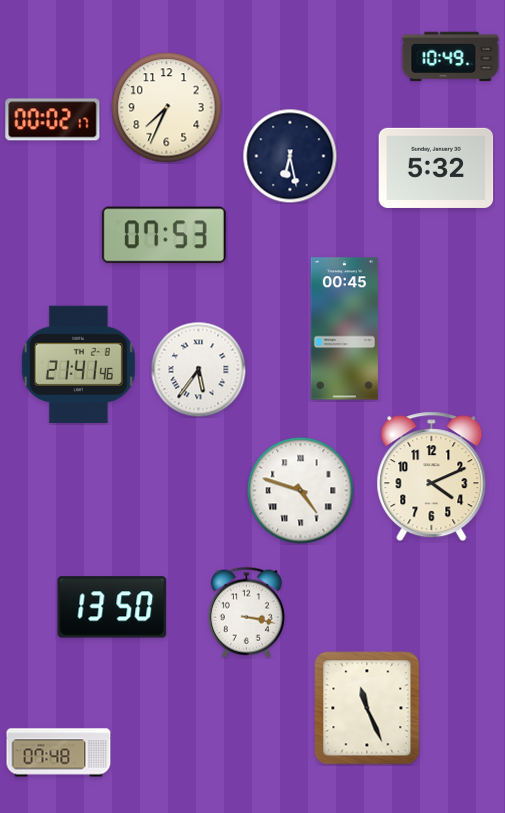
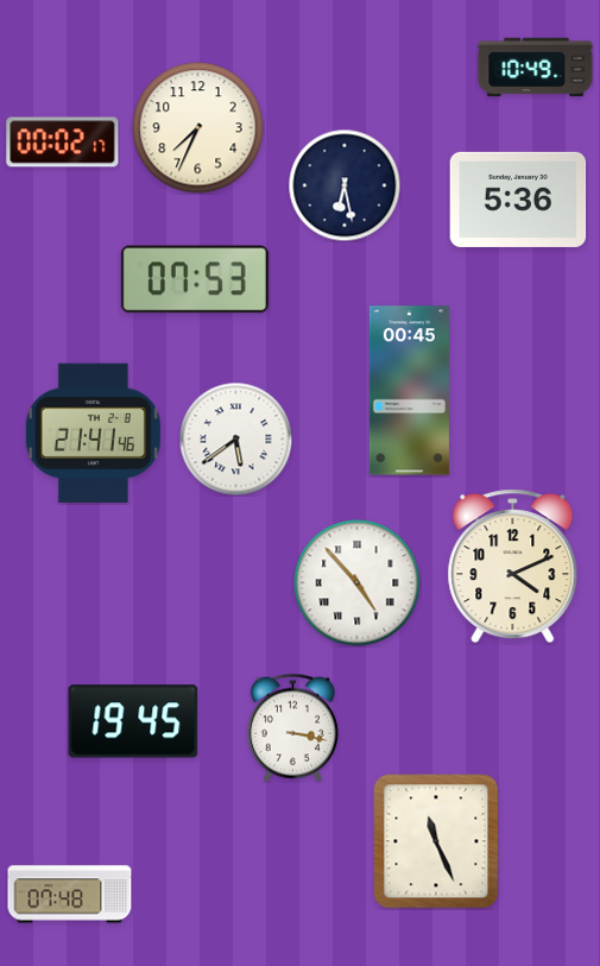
clock at (436, 168): 5:32 -> 5:36
clock at (198, 369): 5:36 -> 5:39
clock at (301, 491): 4:48 -> 4:53
clock at (112, 607): 13:50 -> 19:45
